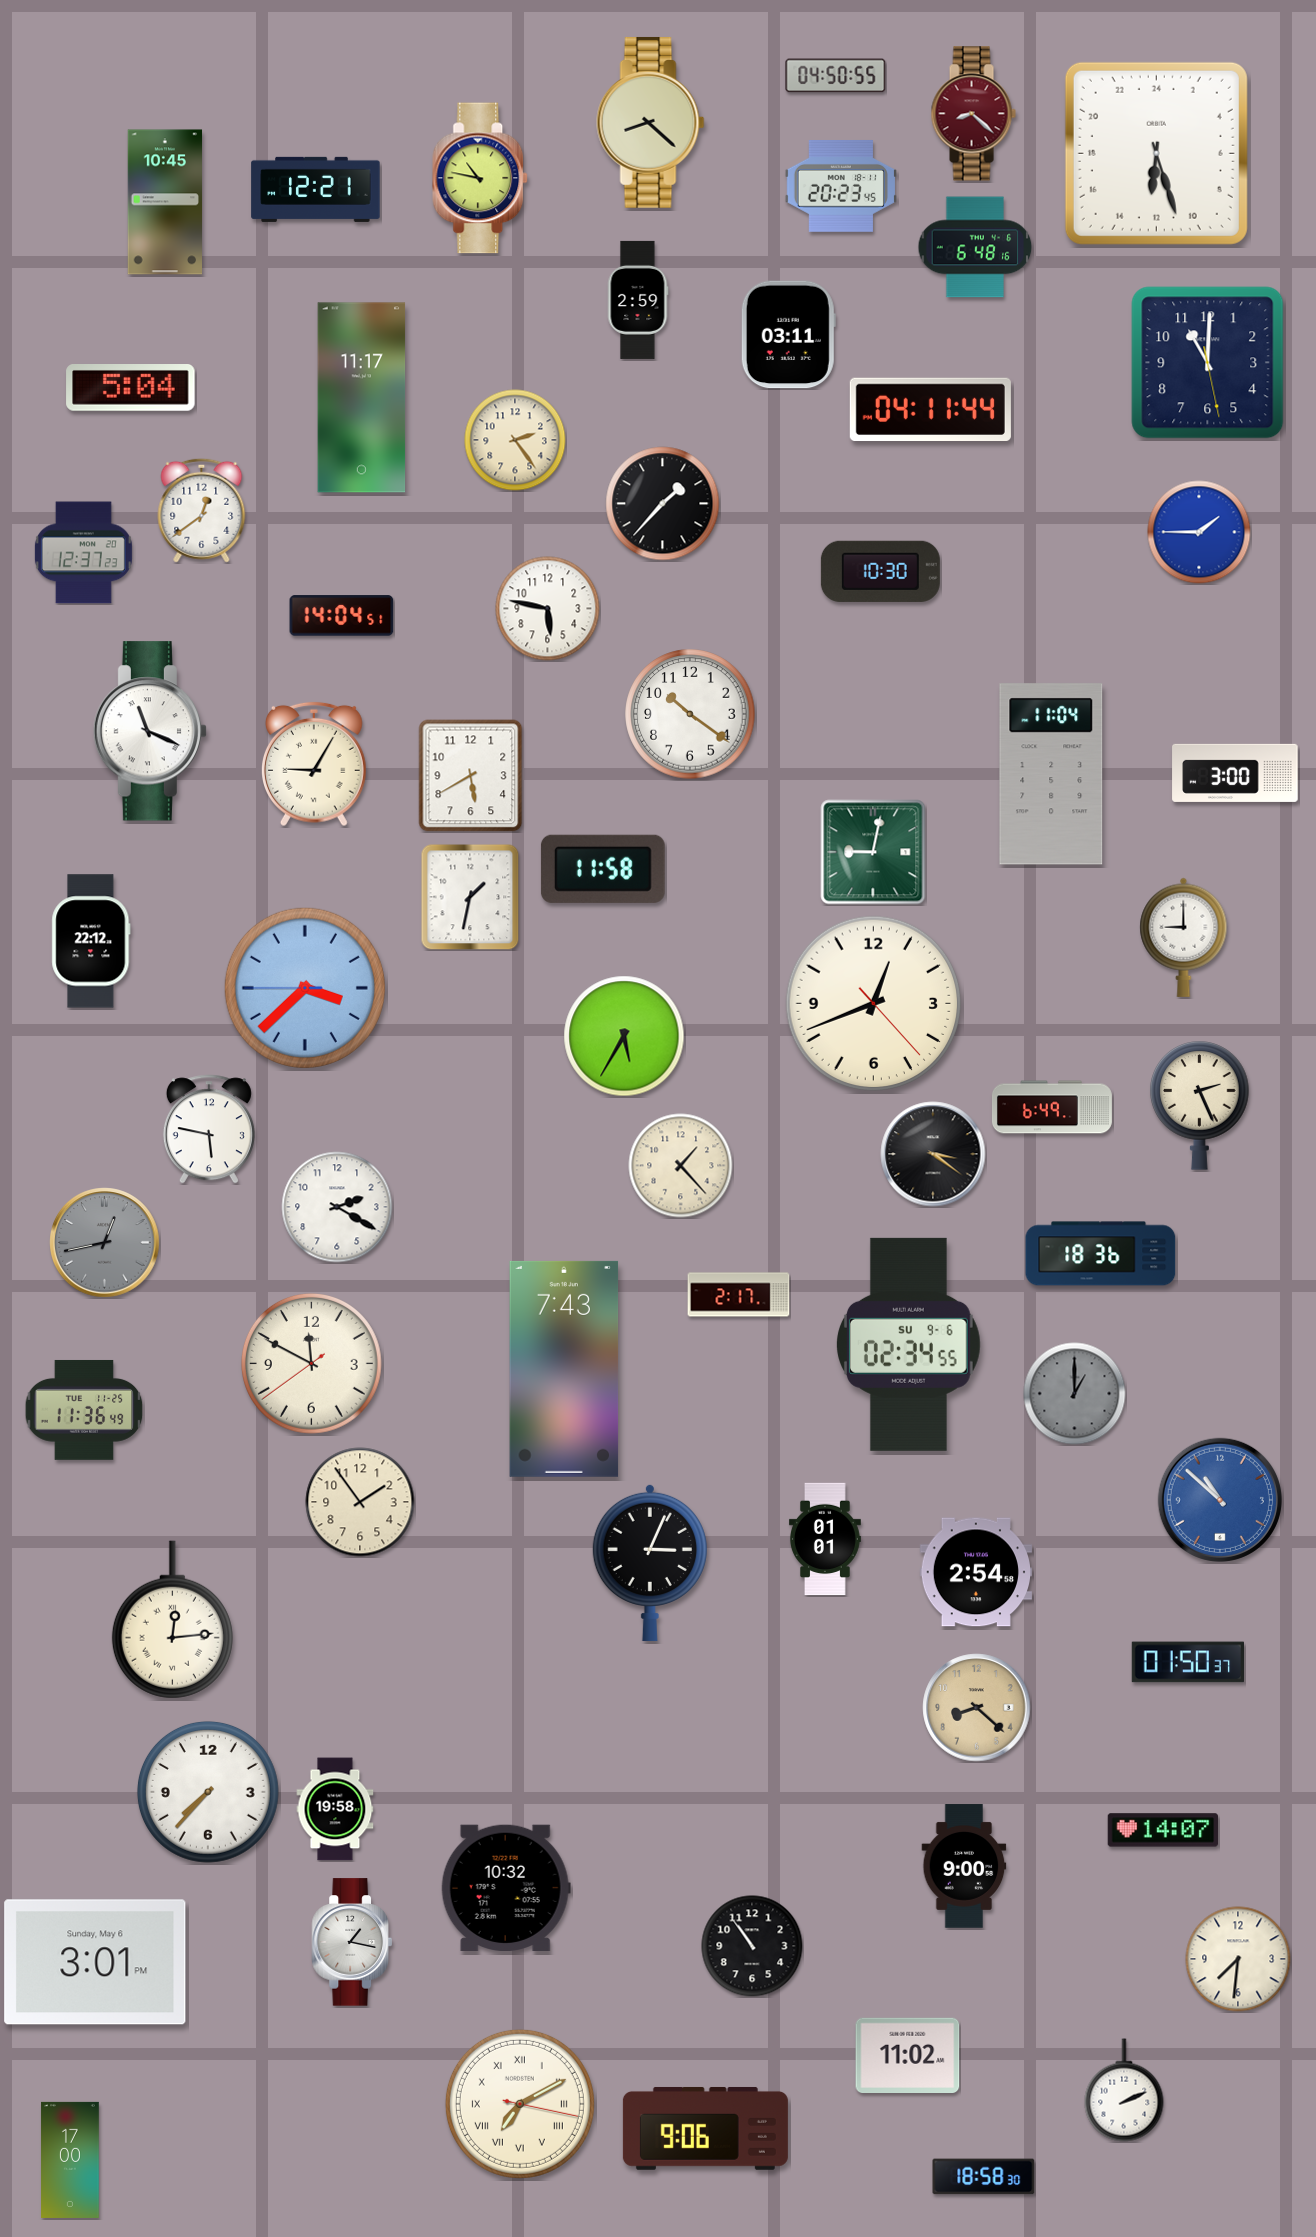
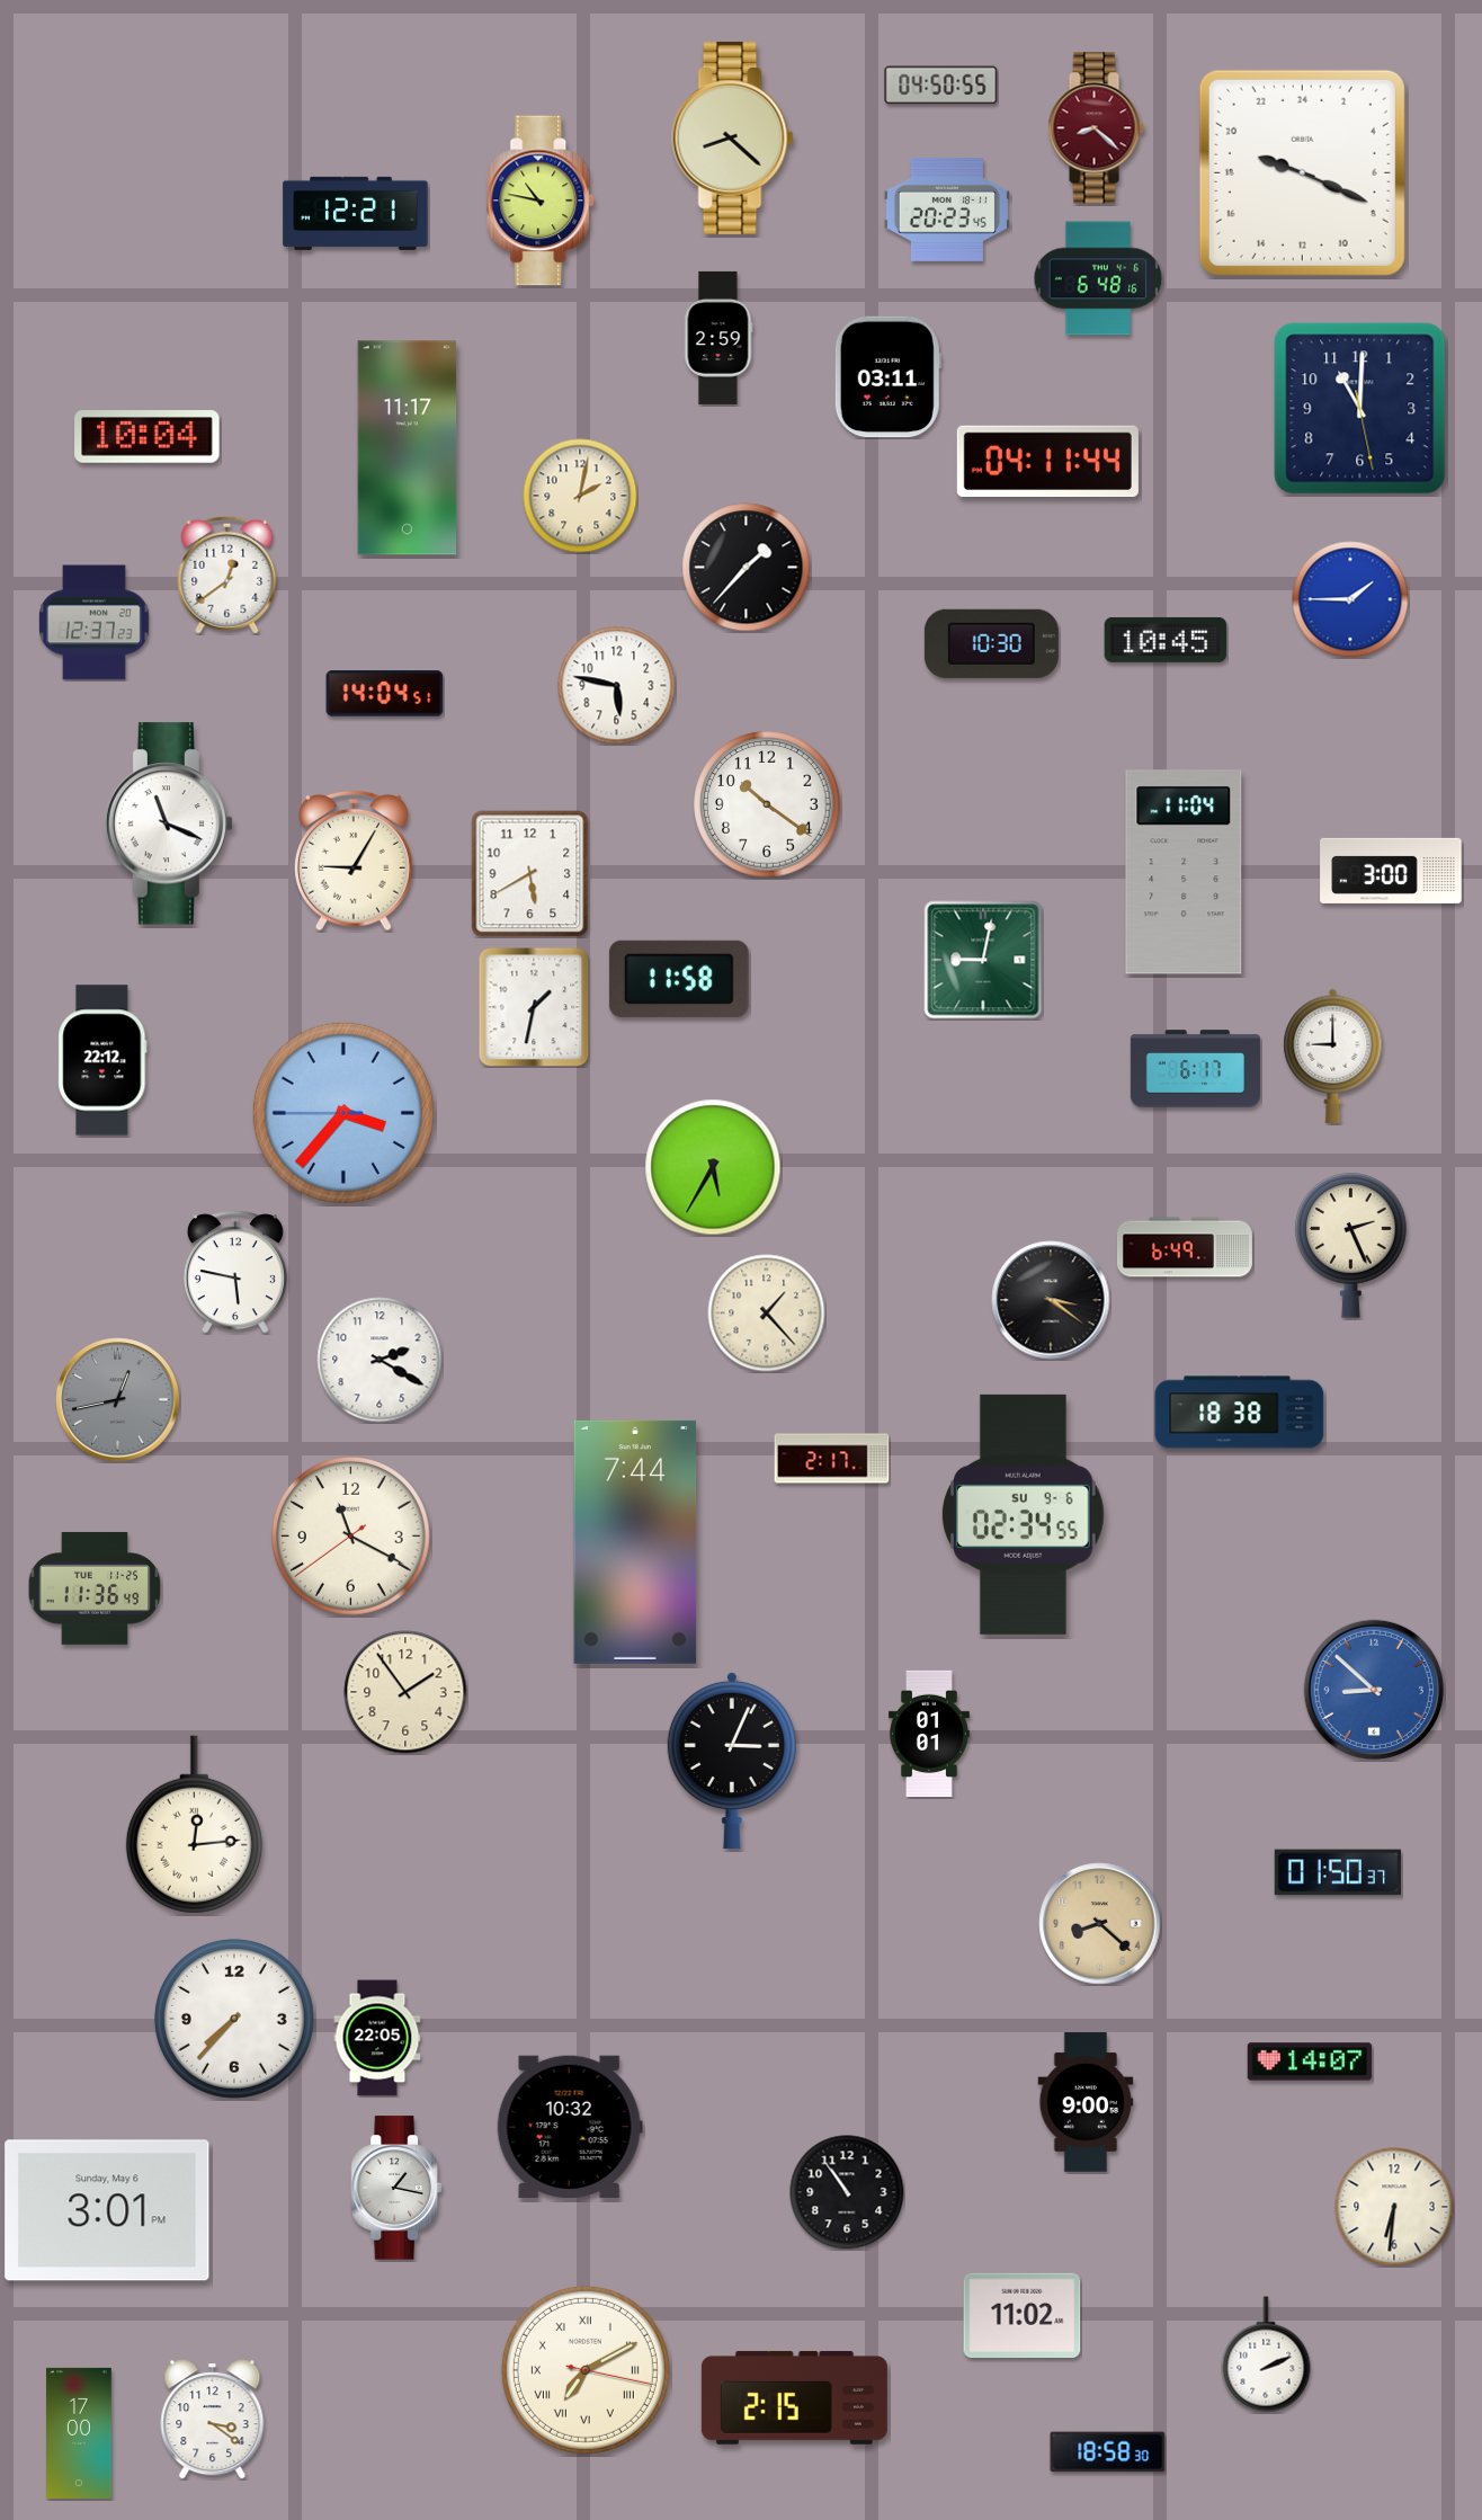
clock at (1156, 153): 12:27 -> 19:19
clock at (165, 202): 10:45 -> none
clock at (131, 388): 5:04 -> 10:04
clock at (515, 440): 2:24 -> 2:02
clock at (1166, 640): none -> 10:45
clock at (690, 714) position: (690, 714) -> (767, 804)
clock at (470, 897) position: (470, 897) -> (534, 1007)
clock at (1195, 1069): none -> 6:17
clock at (305, 988): 3:37 -> 3:36
clock at (874, 1004): 12:41 -> none
clock at (624, 1036) position: (624, 1036) -> (713, 1167)
clock at (1101, 1254): 18:36 -> 18:38
clock at (311, 1363): 11:49 -> 11:19
clock at (564, 1369): 7:43 -> 7:44
clock at (1075, 1394): 1:00 -> none
clock at (1220, 1500): 10:52 -> 8:52
clock at (975, 1572): 2:54 -> none
clock at (335, 1809): 19:58 -> 22:05
clock at (1238, 1959): 7:31 -> 6:31
clock at (705, 2128): 9:06 -> 2:15
clock at (213, 2420): none -> 3:21
